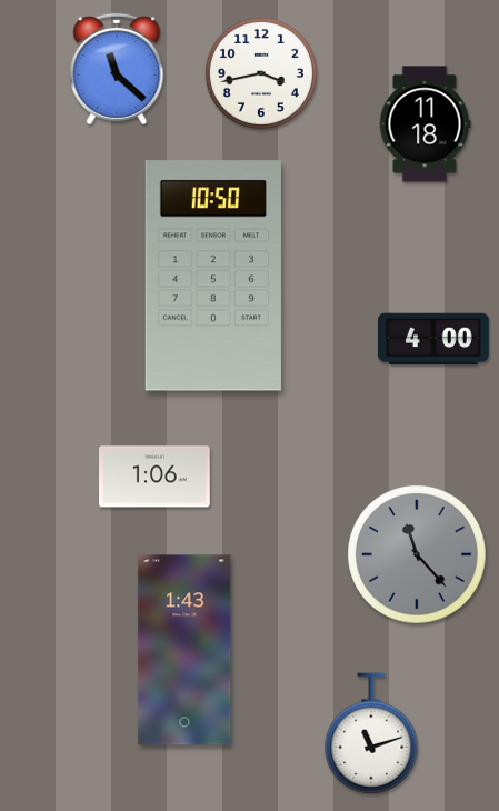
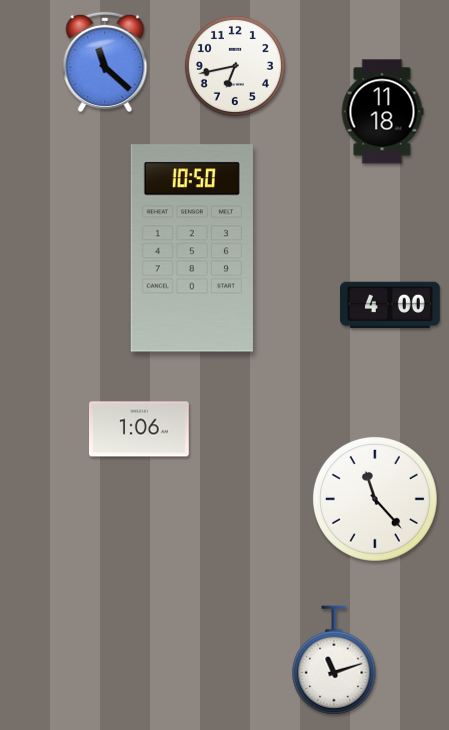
clock at (261, 73): 3:43 -> 6:43
clock at (417, 554) dial: grey -> white
clock at (184, 650): 1:43 -> none
